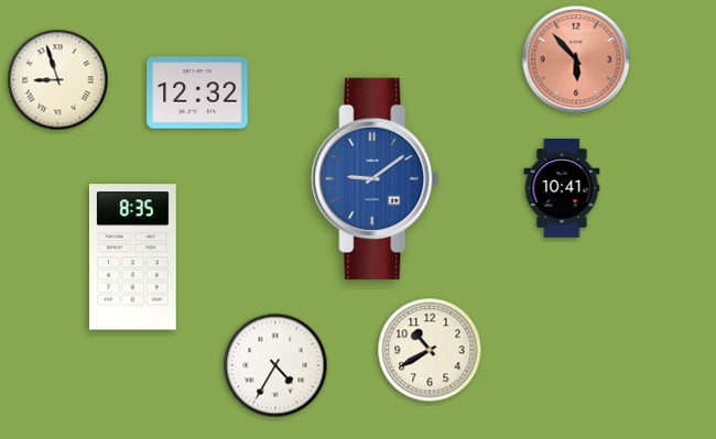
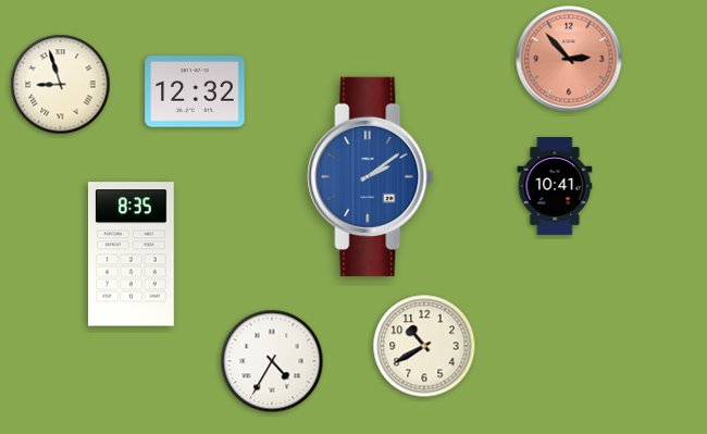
clock at (576, 59): 5:53 -> 2:53
clock at (58, 80) position: (58, 80) -> (61, 85)
clock at (376, 178): 9:09 -> 2:09
